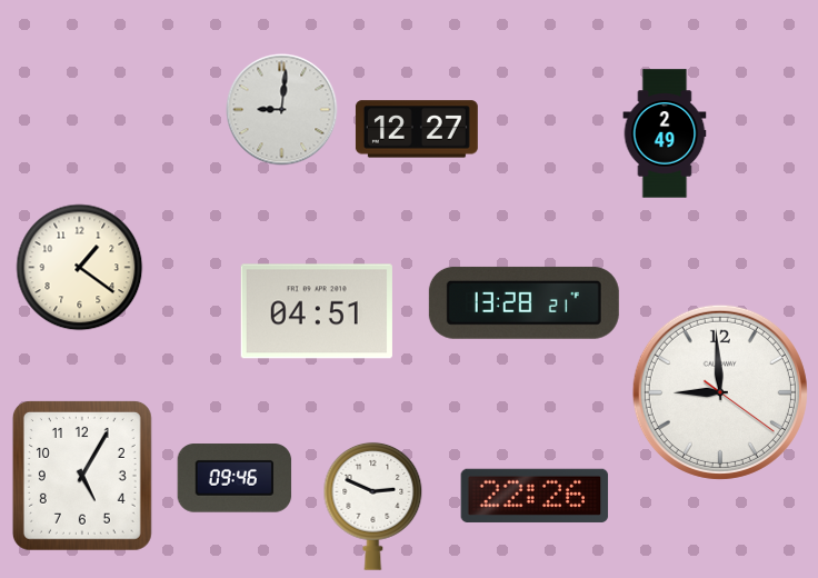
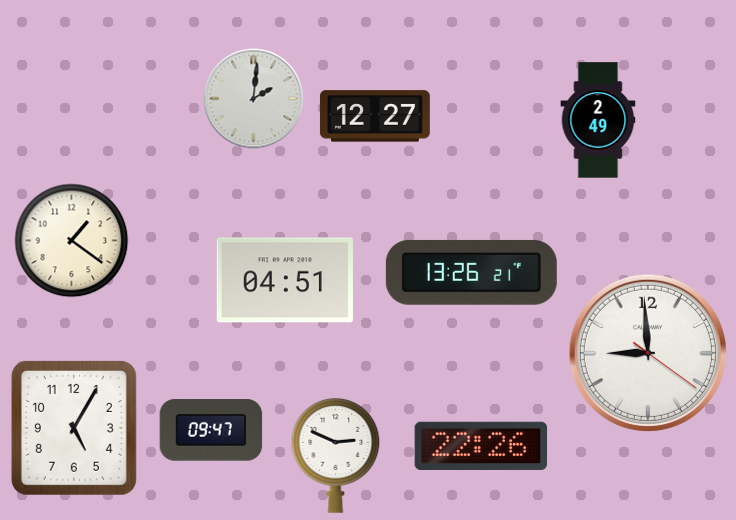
clock at (282, 110): 9:01 -> 2:01
clock at (523, 302): 13:28 -> 13:26
clock at (235, 478): 09:46 -> 09:47
